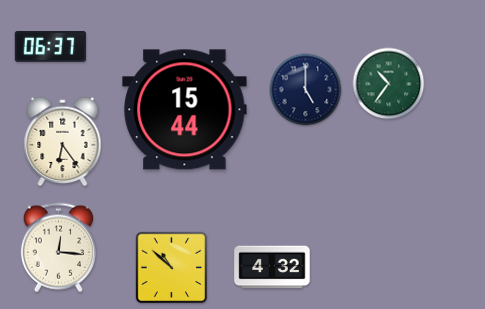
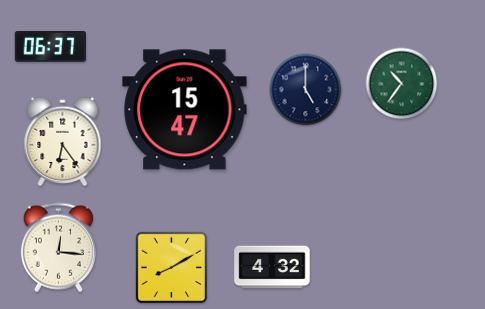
clock at (389, 84) position: (389, 84) -> (402, 84)
clock at (185, 110): 15:44 -> 15:47
clock at (172, 268): 10:52 -> 8:10
